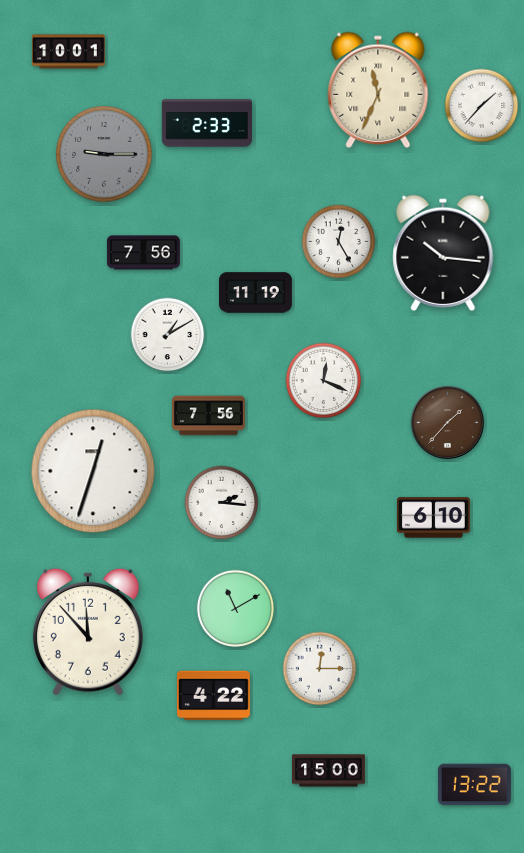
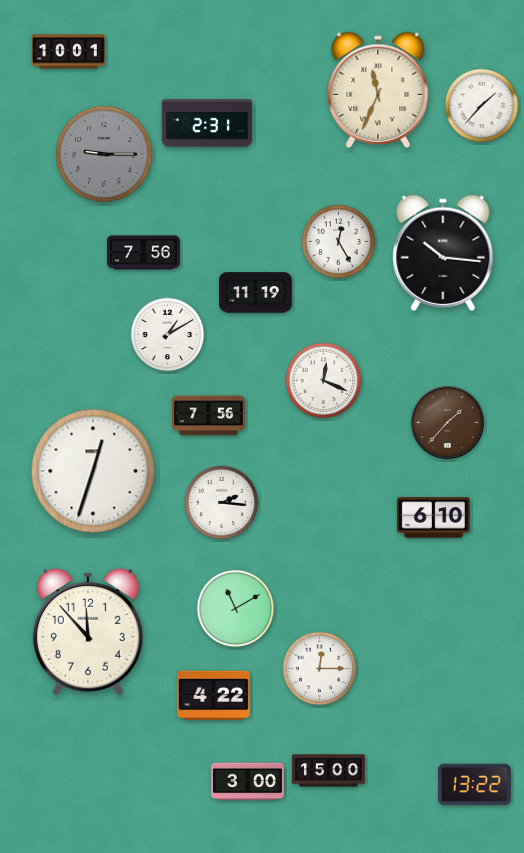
clock at (206, 123): 2:33 -> 2:31
clock at (248, 782): none -> 3:00
